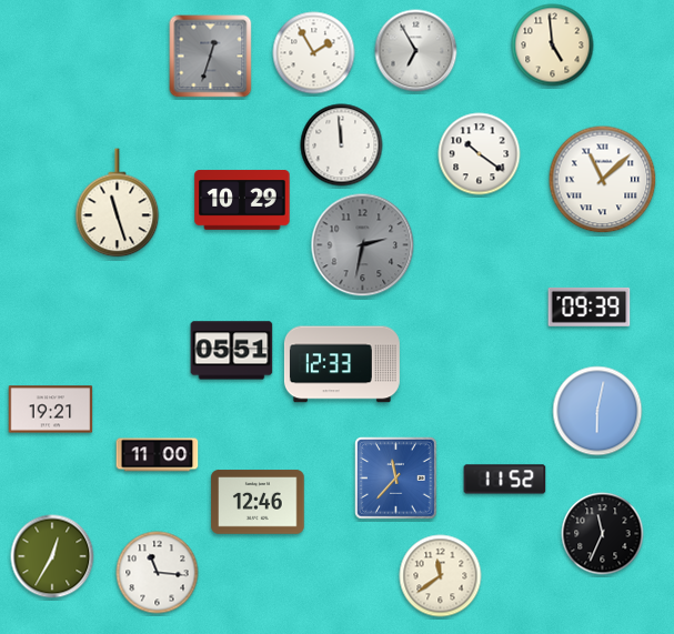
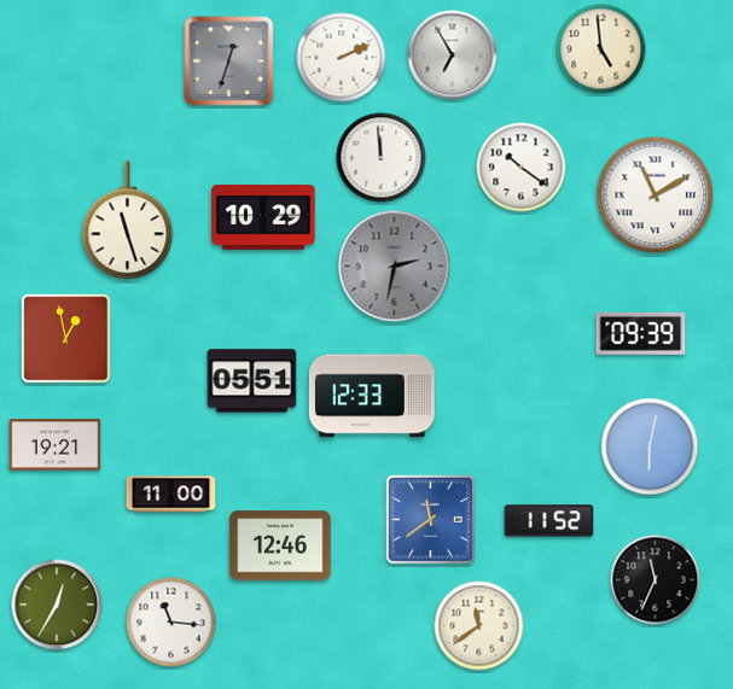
clock at (314, 53): 1:55 -> 2:11
clock at (342, 145) position: (342, 145) -> (382, 158)
clock at (603, 180): 11:08 -> 11:10
clock at (66, 339): none -> 12:58
clock at (396, 479): 11:37 -> 11:39
